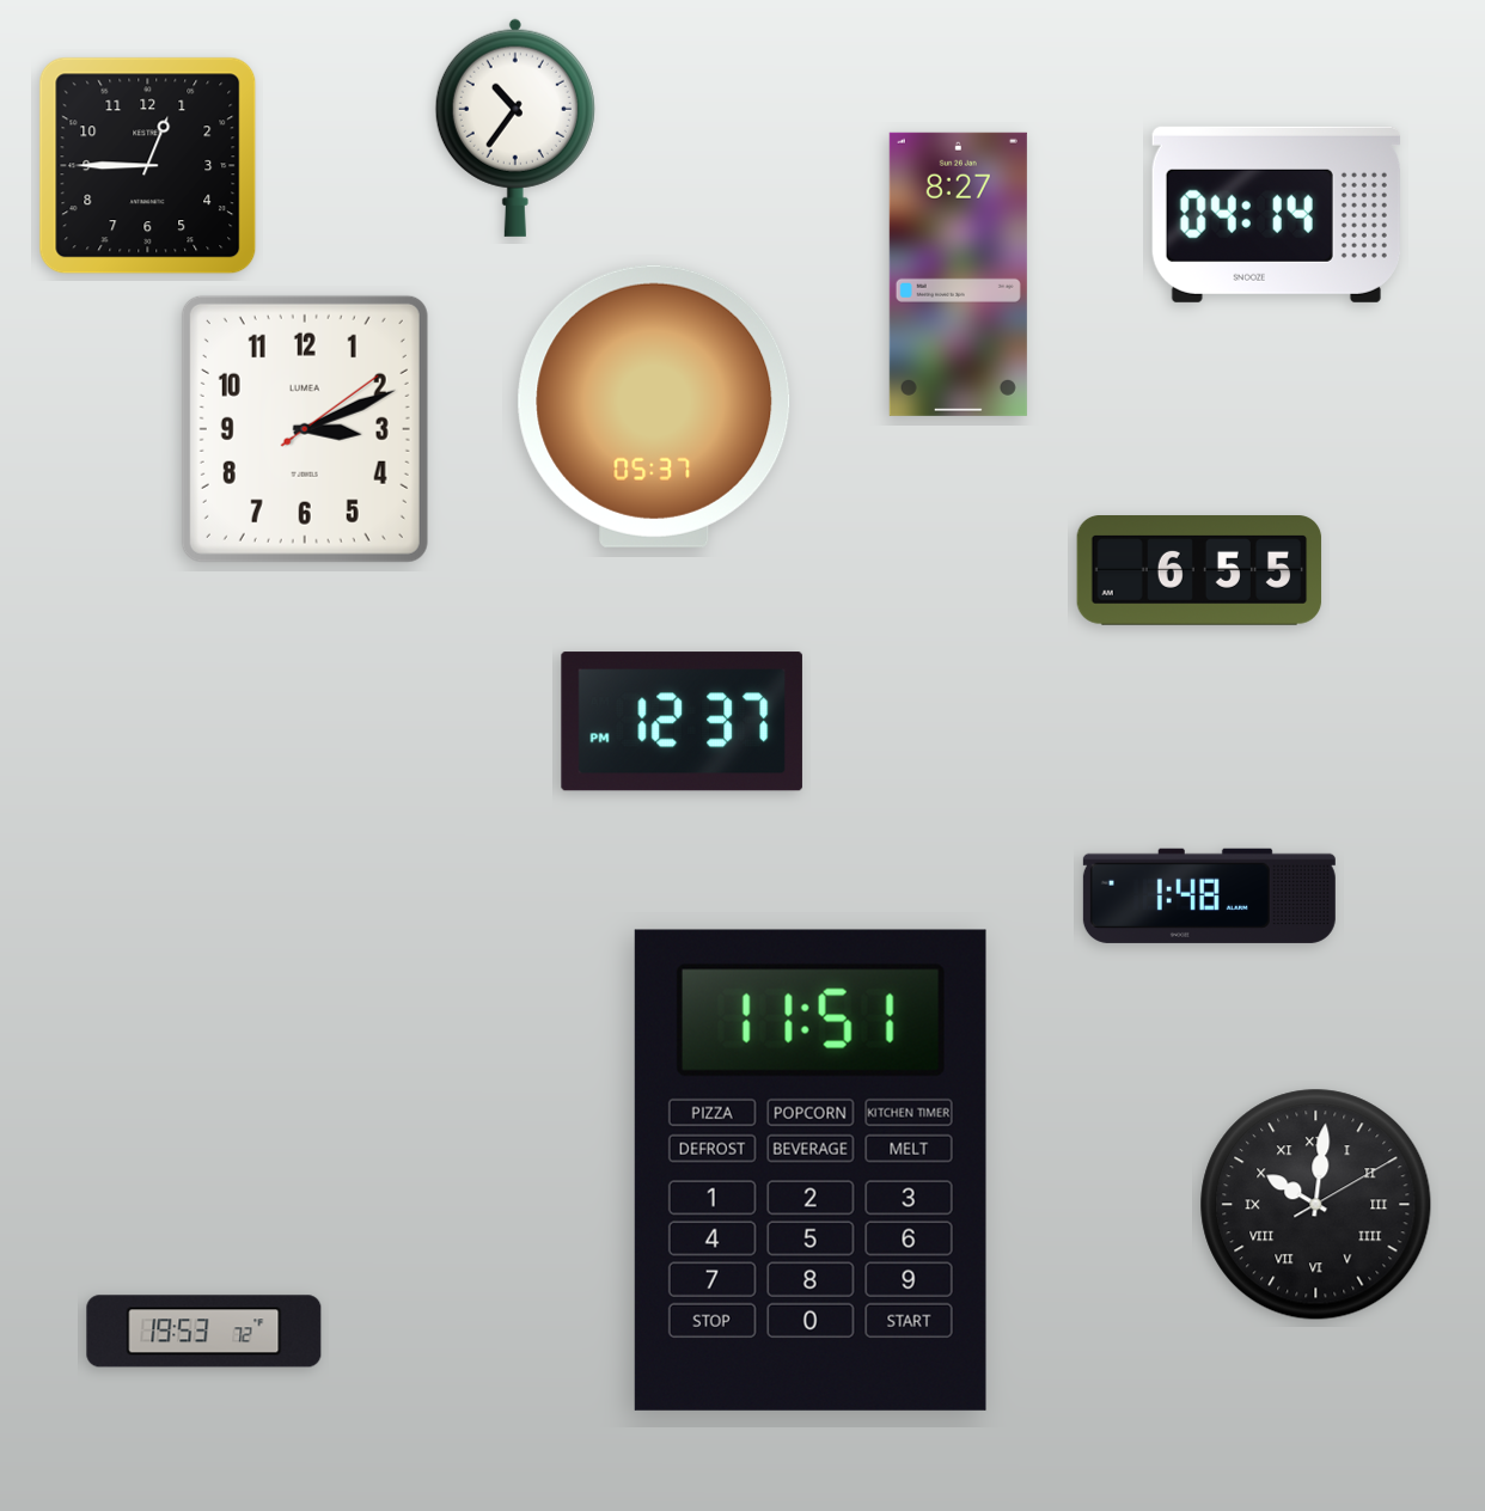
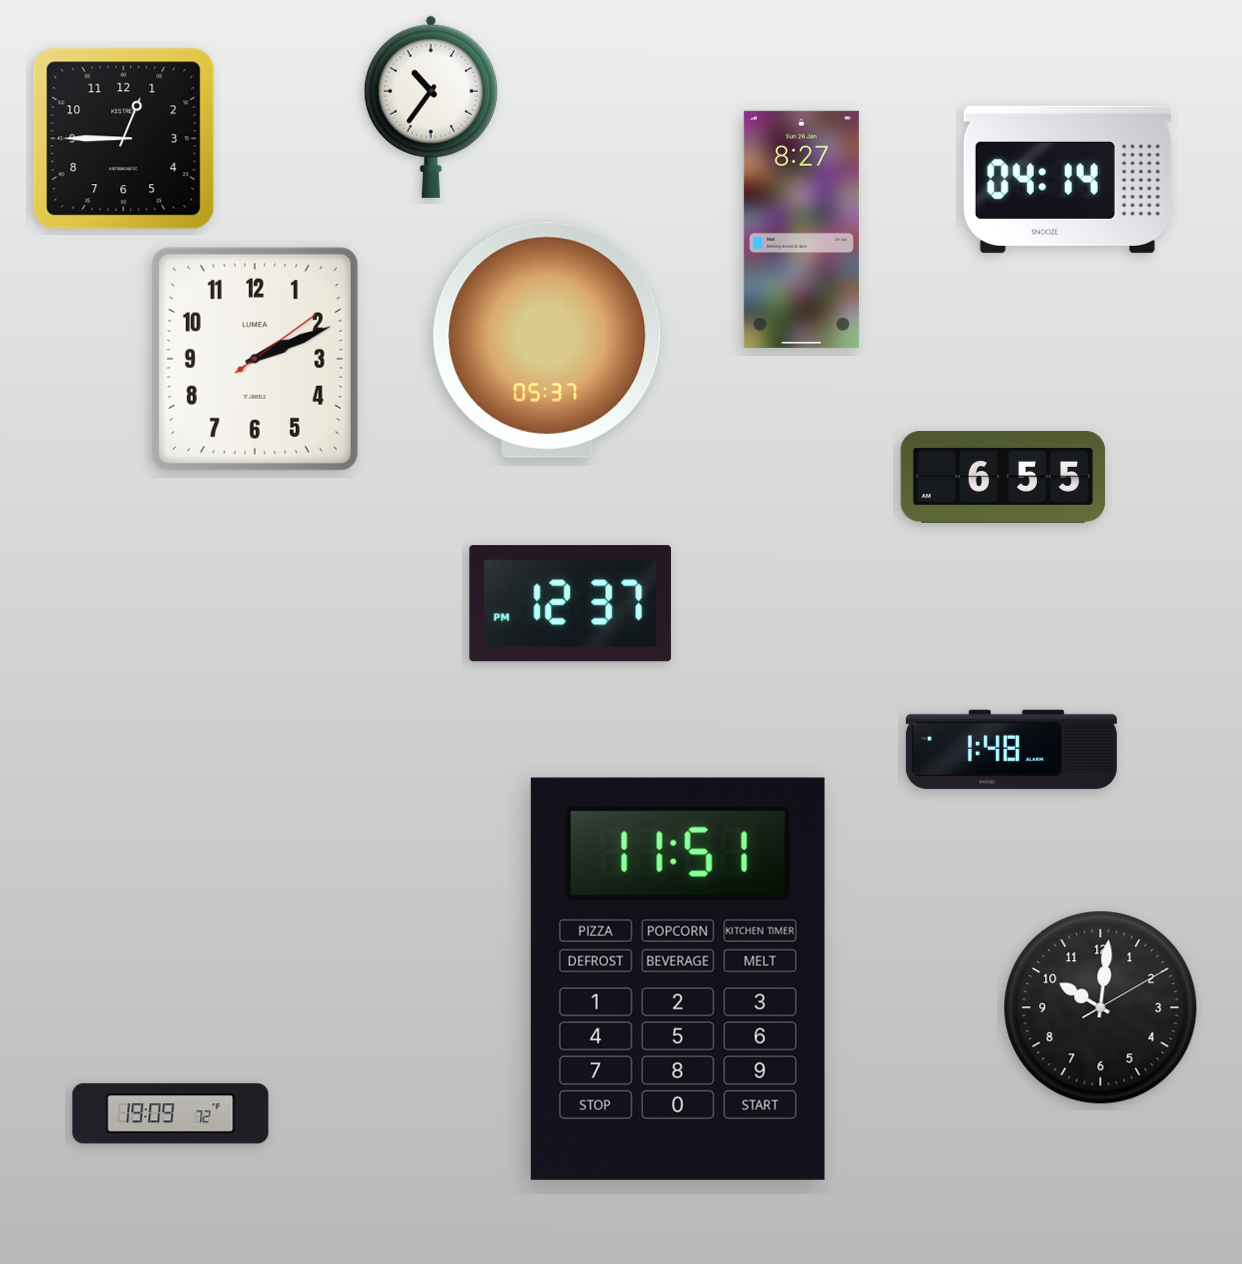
clock at (305, 429): 3:11 -> 2:11
clock at (1316, 1205) numerals: Roman -> Arabic
clock at (204, 1332): 19:53 -> 19:09
